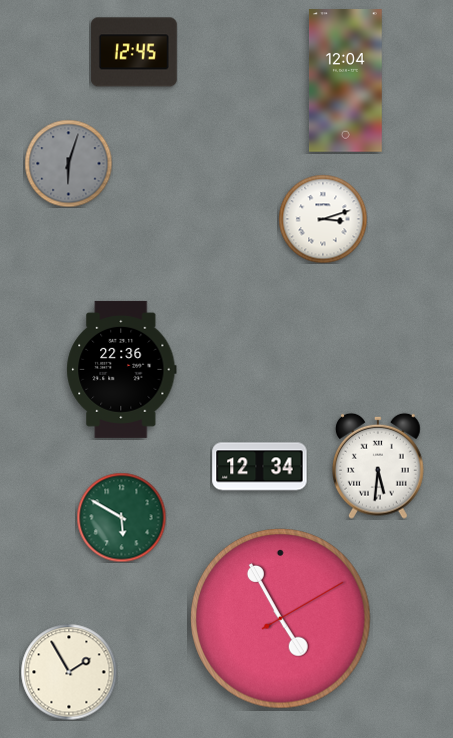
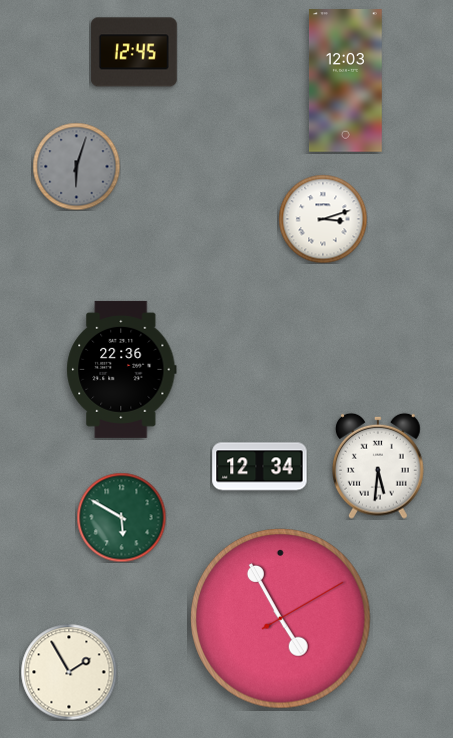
clock at (345, 81): 12:04 -> 12:03
clock at (68, 163) position: (68, 163) -> (76, 166)
